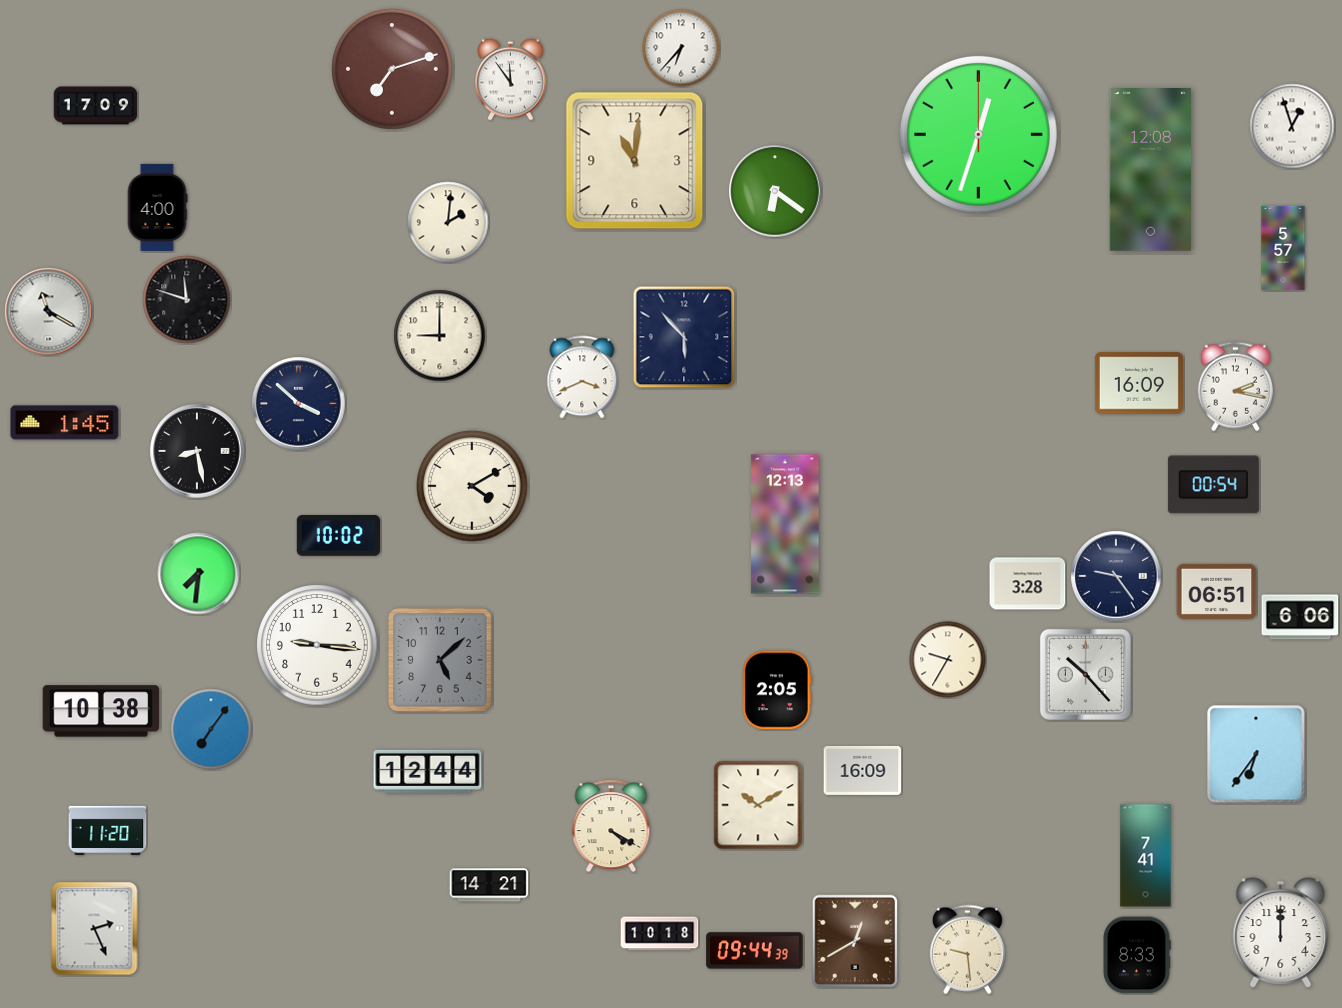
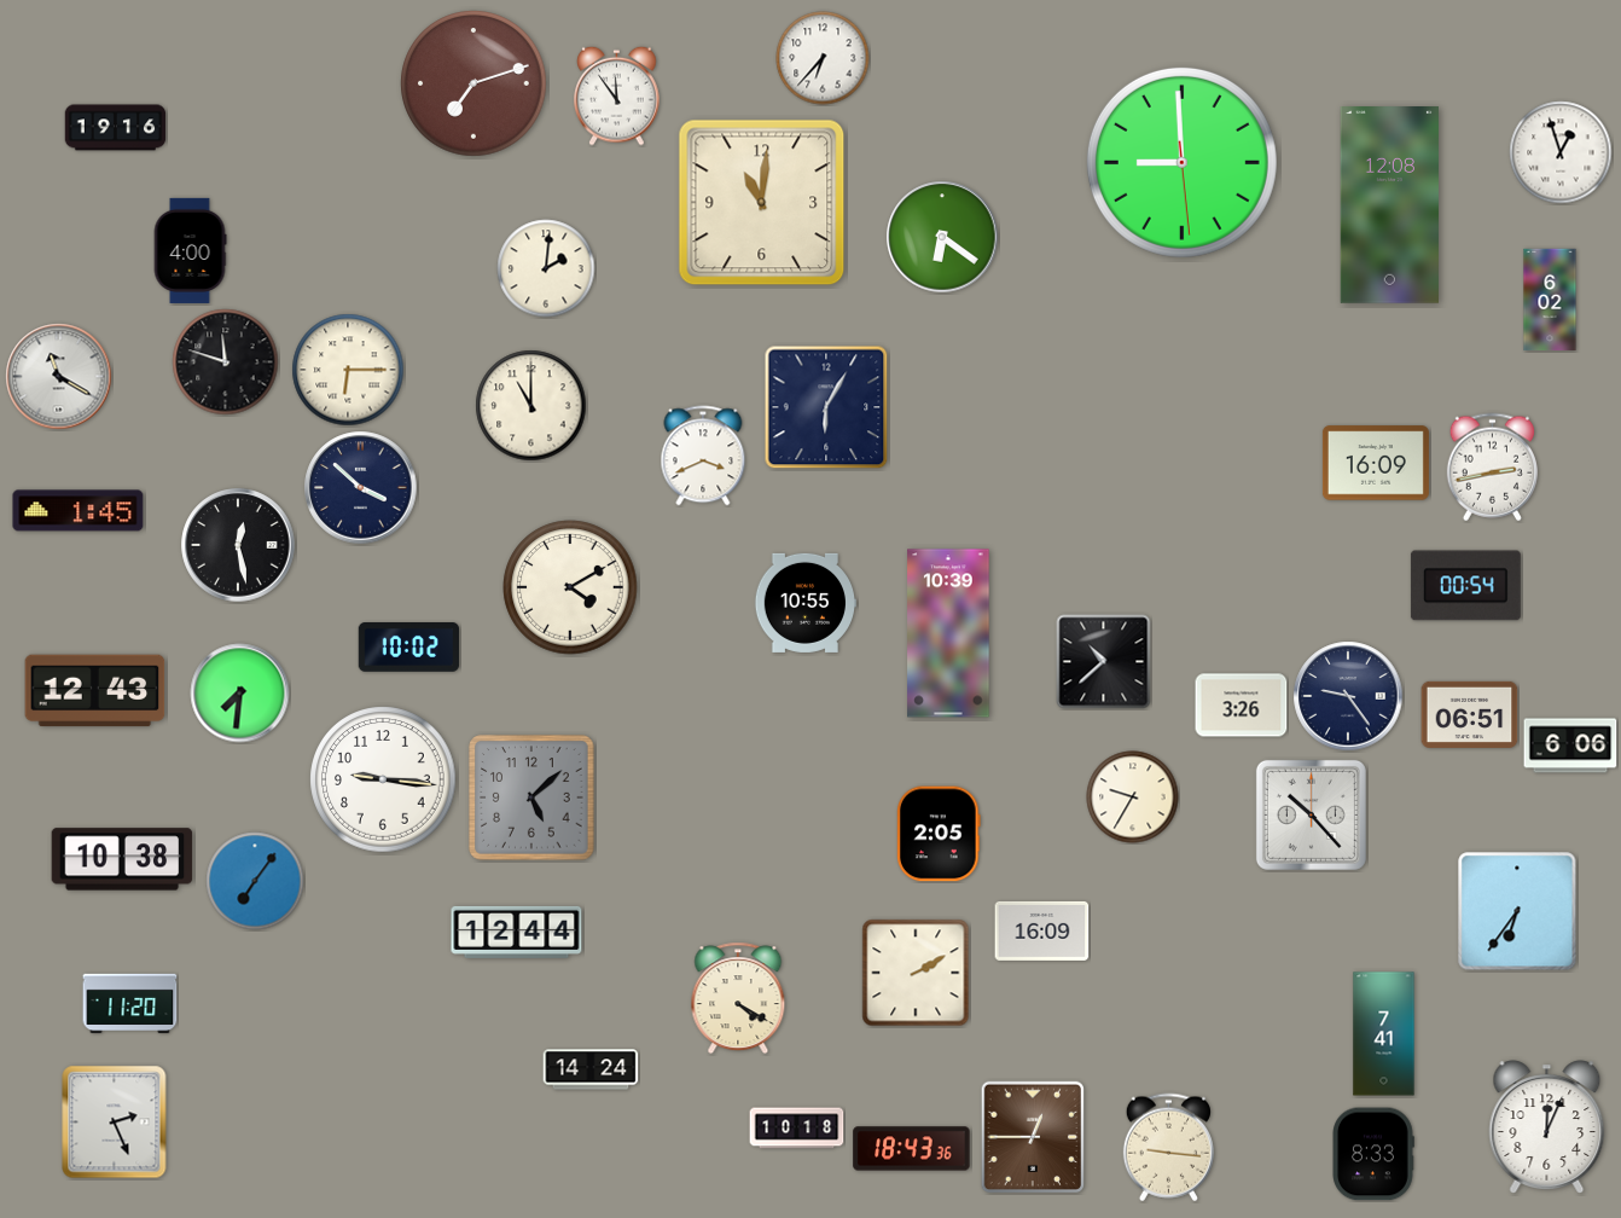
clock at (96, 106): 17:09 -> 19:16
clock at (978, 134): 12:33 -> 8:59
clock at (635, 161) position: (635, 161) -> (762, 203)
clock at (775, 191) position: (775, 191) -> (942, 237)
clock at (448, 222) position: (448, 222) -> (546, 268)
clock at (1283, 248): 5:57 -> 6:02
clock at (348, 370): none -> 6:15
clock at (440, 336): 9:00 -> 11:00
clock at (684, 337): 5:53 -> 6:05
clock at (1235, 387): 2:17 -> 2:43
clock at (197, 451): 8:28 -> 12:28
clock at (804, 603): none -> 10:55
clock at (785, 524): 12:13 -> 10:39
clock at (1104, 662): none -> 10:38
clock at (95, 691): none -> 12:43
clock at (1028, 584): 3:28 -> 3:26
clock at (948, 660) position: (948, 660) -> (1133, 797)
clock at (758, 805): 10:10 -> 2:10
clock at (489, 885): 14:21 -> 14:24
clock at (1281, 933): 12:00 -> 12:04
clock at (854, 940): 12:40 -> 12:45
clock at (967, 950): 9:29 -> 9:16
clock at (755, 951): 09:44 -> 18:43
